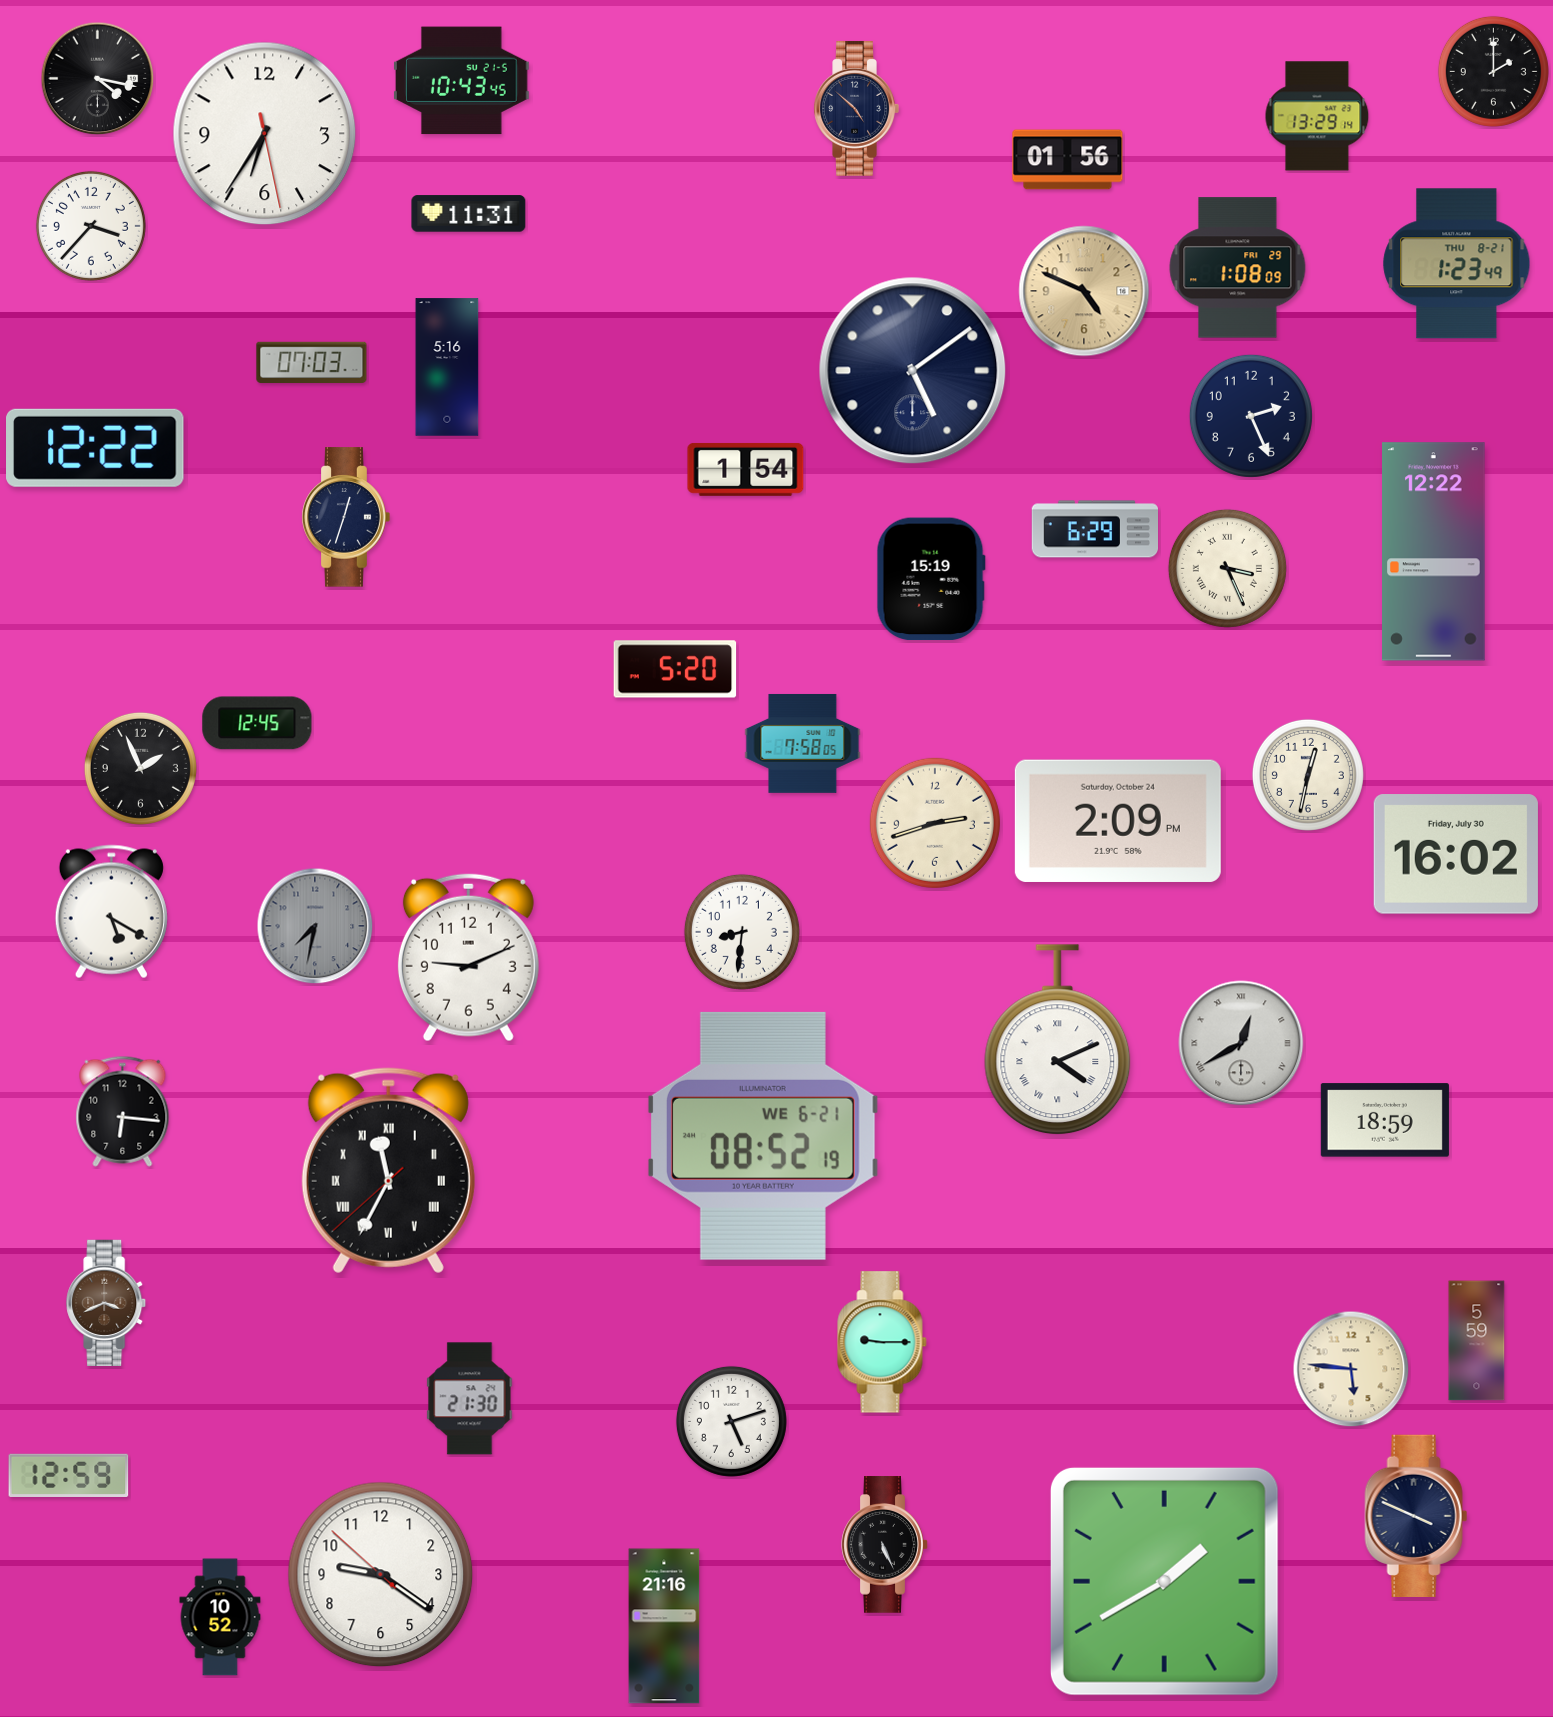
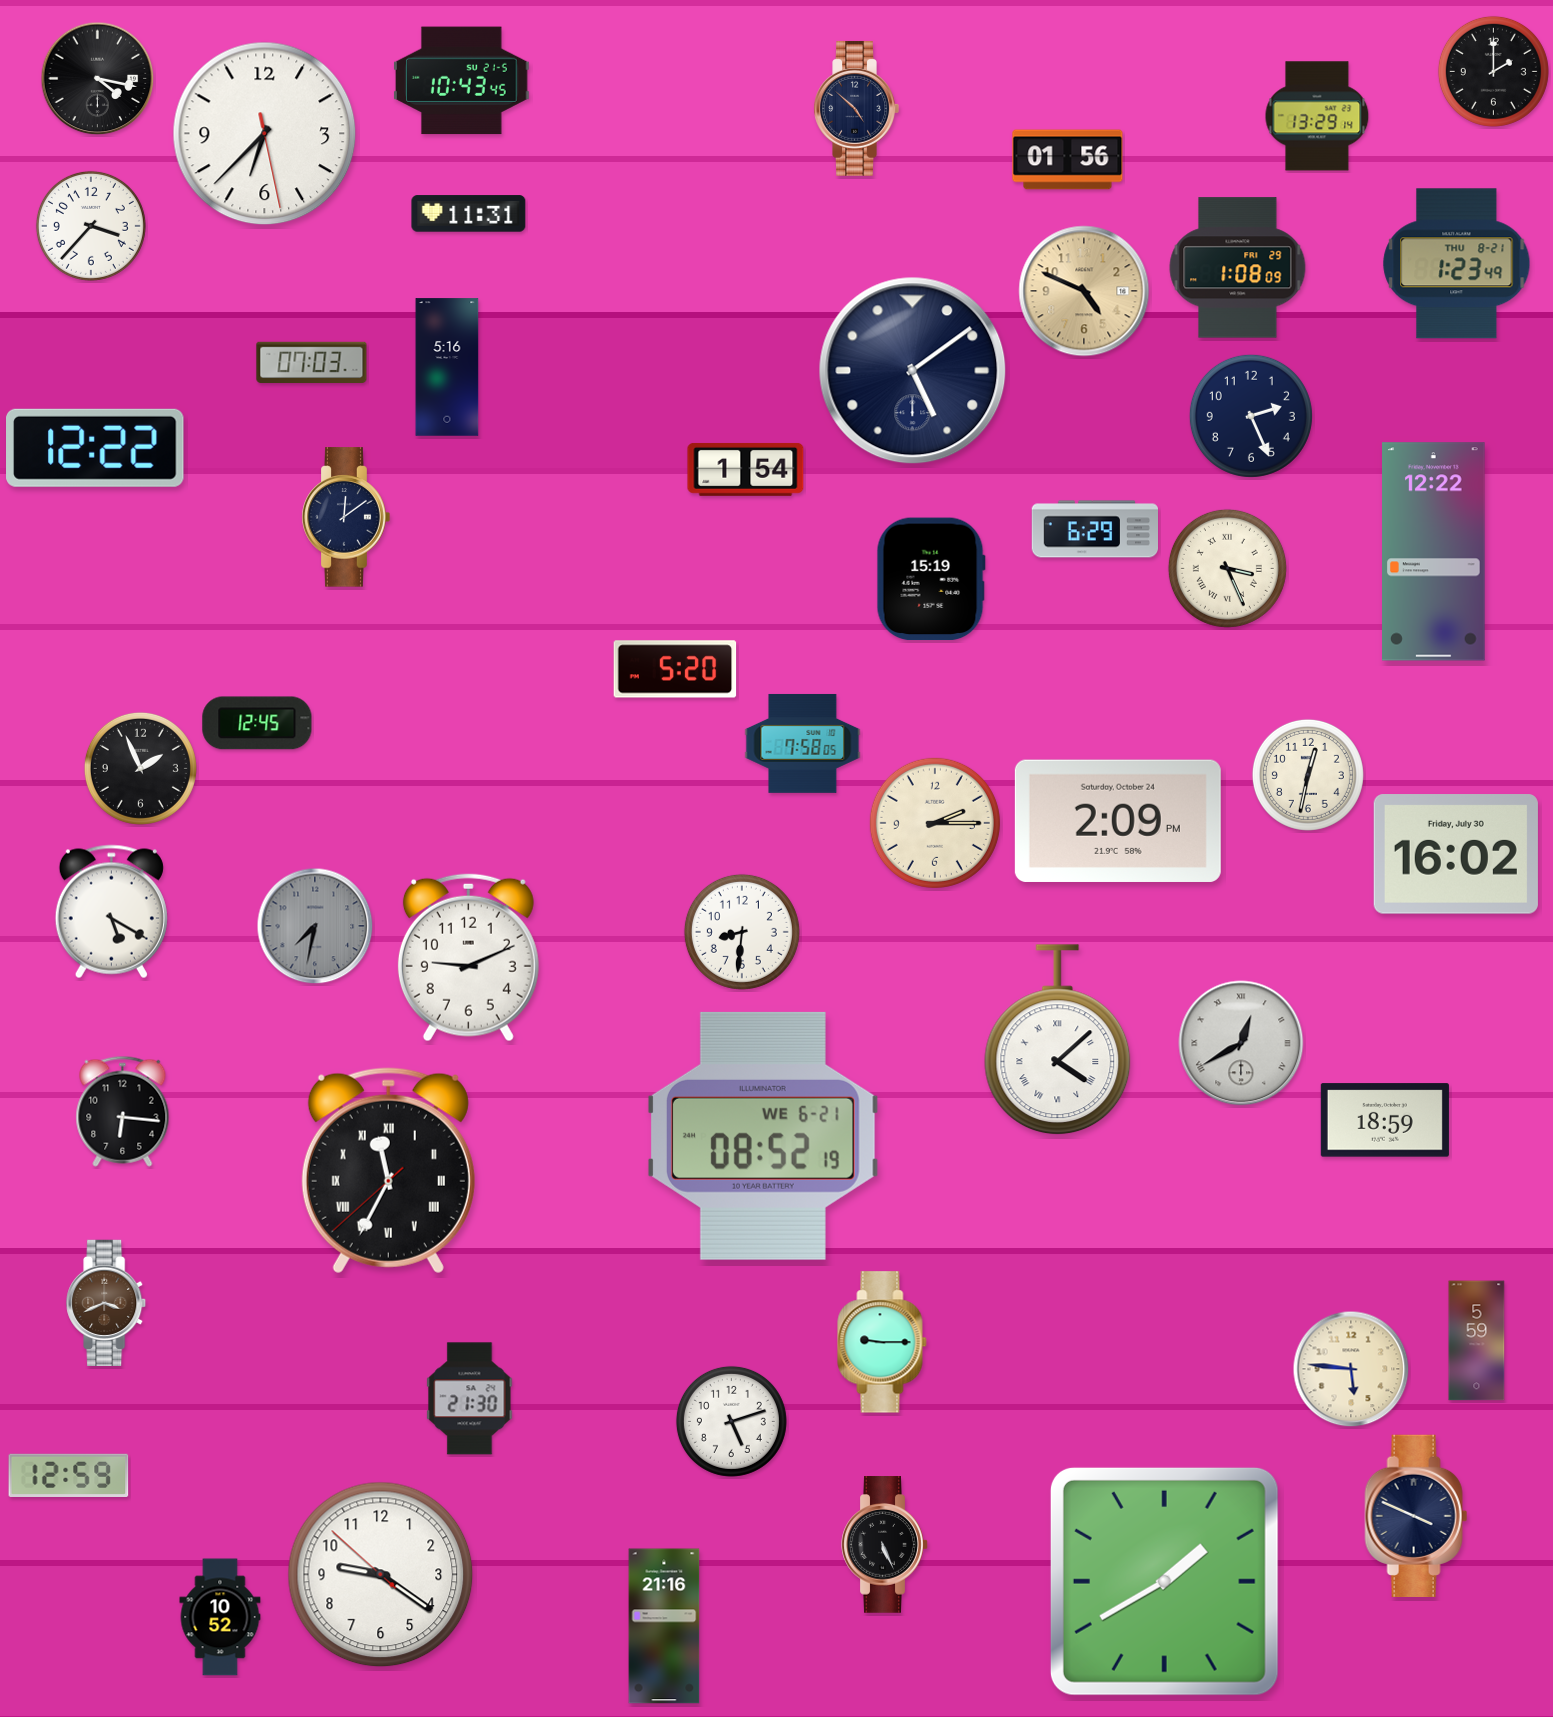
clock at (265, 134): 6:35 -> 6:37
clock at (346, 517): 12:33 -> 12:09
clock at (935, 823): 2:42 -> 2:15
clock at (1058, 1040): 4:11 -> 4:08
